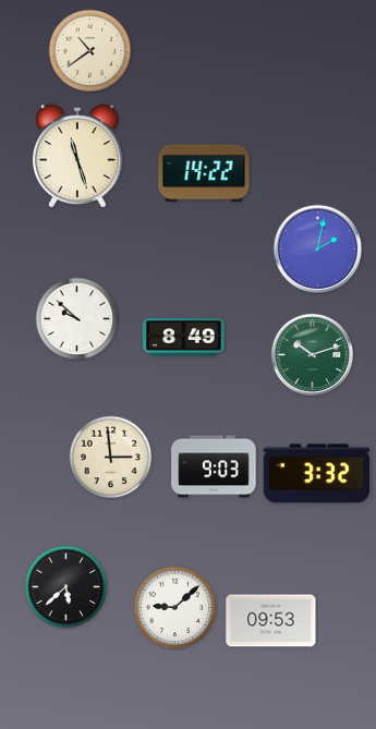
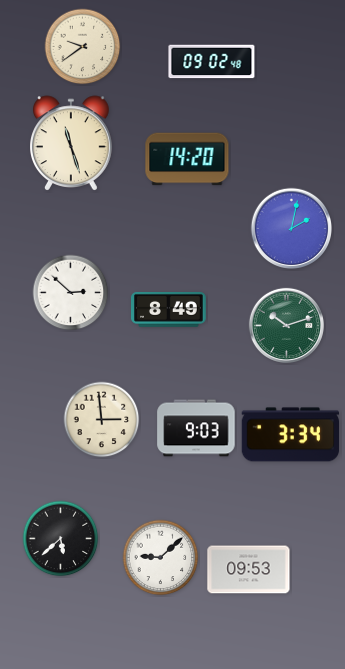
clock at (90, 51): 10:39 -> 9:39
clock at (212, 62): none -> 09:02
clock at (204, 173): 14:22 -> 14:20
clock at (77, 319): 9:52 -> 2:52
clock at (316, 474): 3:32 -> 3:34
